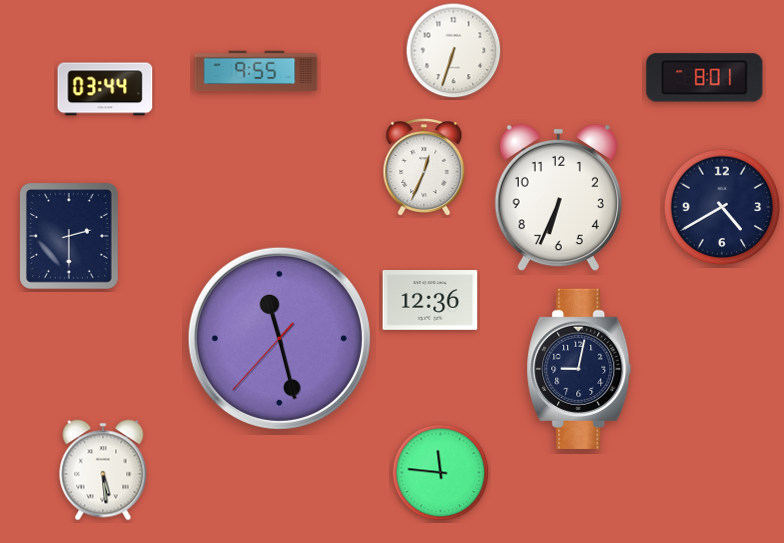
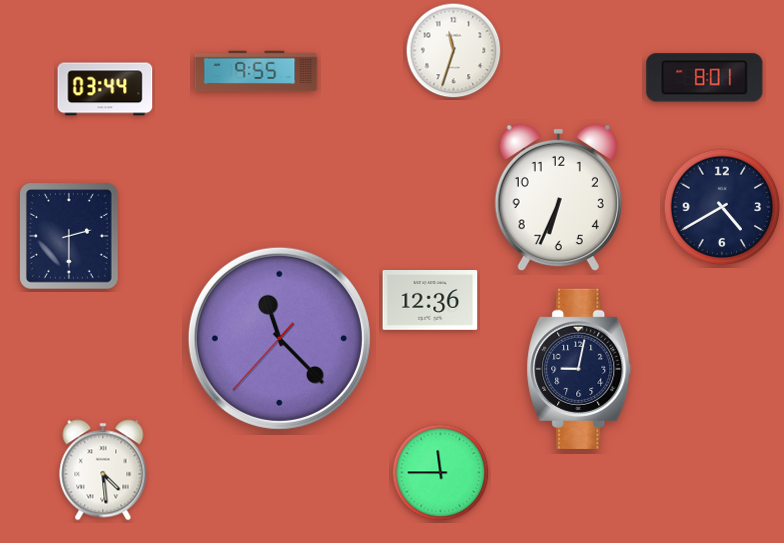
clock at (454, 51): 6:33 -> 11:33
clock at (424, 168): 12:34 -> none
clock at (279, 338): 11:27 -> 11:22
clock at (103, 470): 5:29 -> 4:29
clock at (441, 473): 11:46 -> 11:45
